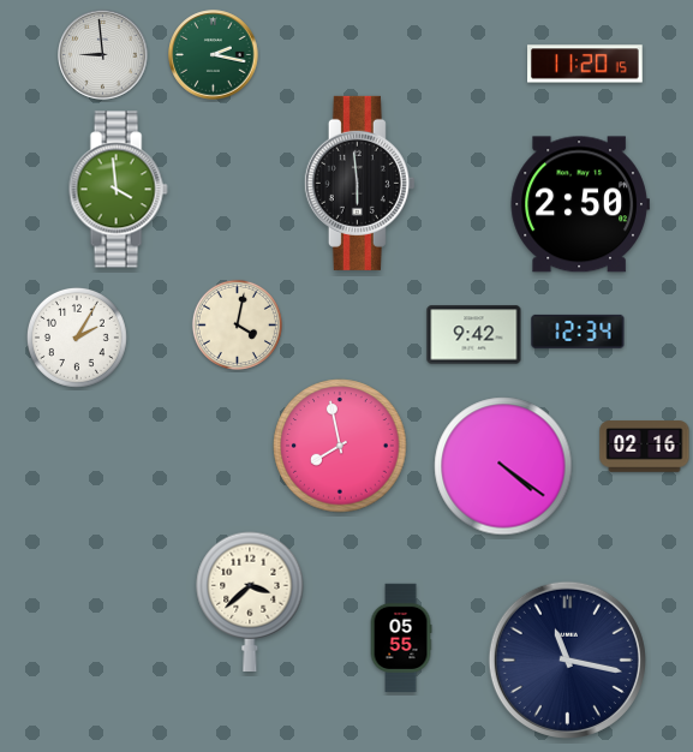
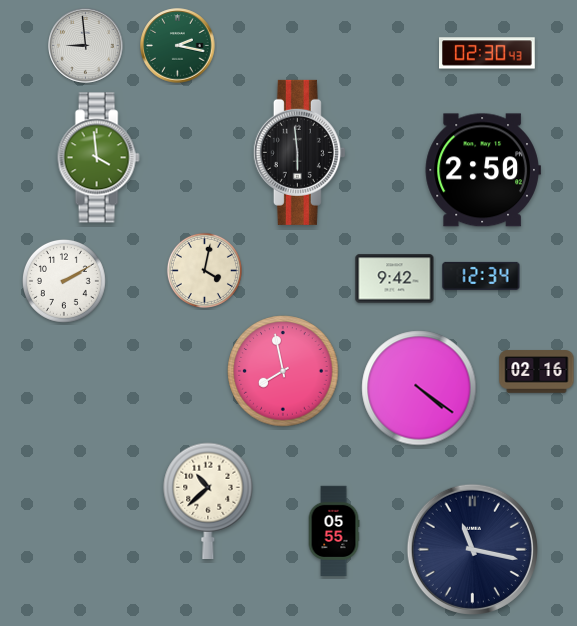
clock at (586, 64): 11:20 -> 02:30
clock at (237, 324) position: (237, 324) -> (204, 270)
clock at (77, 338): 2:05 -> 2:10
clock at (250, 601): 3:38 -> 10:38
